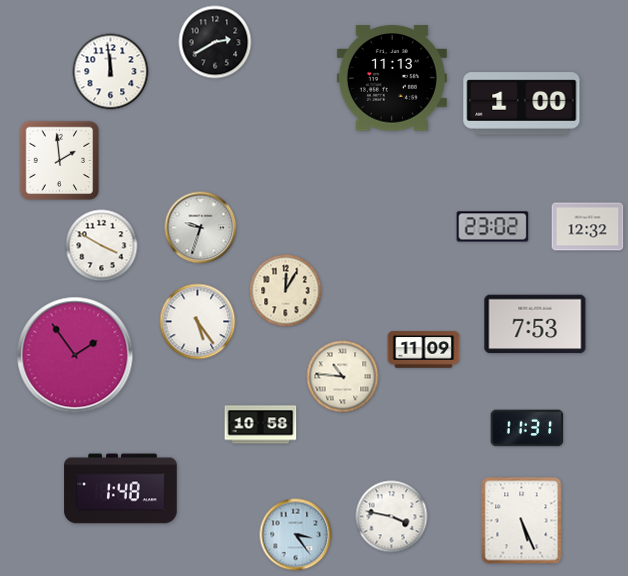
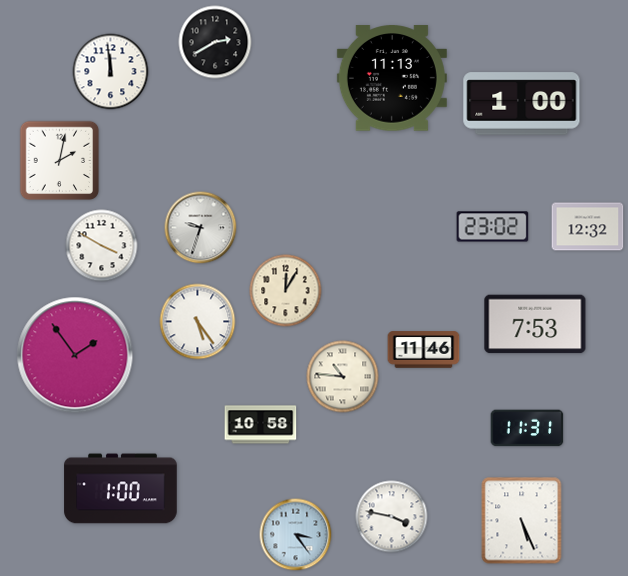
clock at (60, 161): 1:59 -> 2:02
clock at (424, 350): 11:09 -> 11:46
clock at (121, 489): 1:48 -> 1:00
